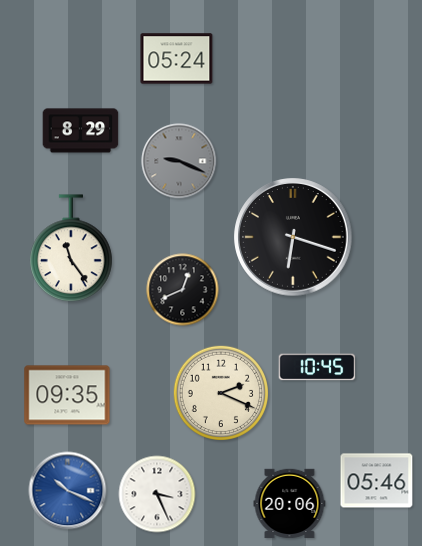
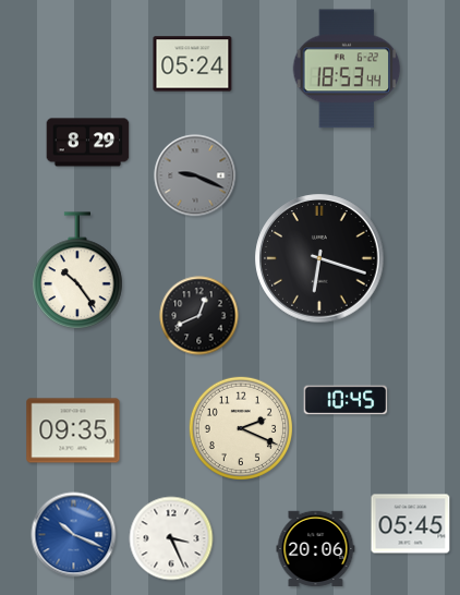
clock at (347, 69): none -> 18:53
clock at (71, 248): 11:24 -> 10:24
clock at (377, 481): 05:46 -> 05:45
